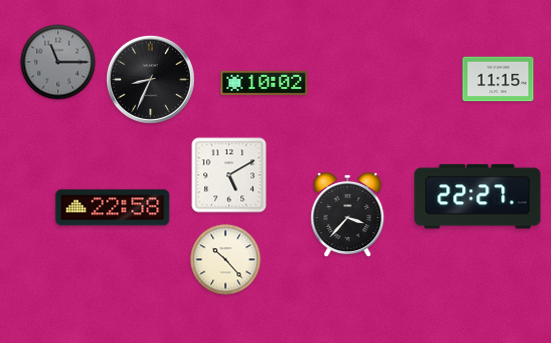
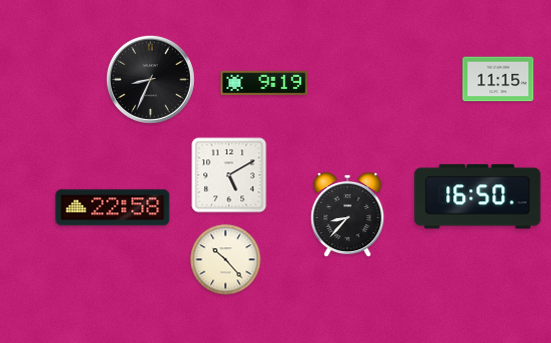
clock at (58, 62): 11:15 -> none
clock at (264, 82): 10:02 -> 9:19
clock at (478, 197): 22:27 -> 16:50
clock at (348, 215): 3:37 -> 8:37
